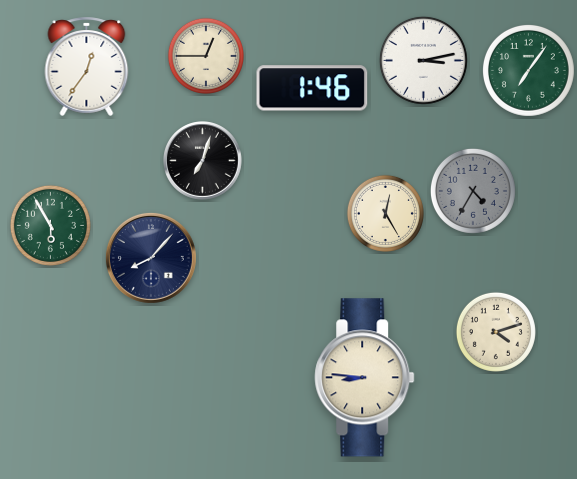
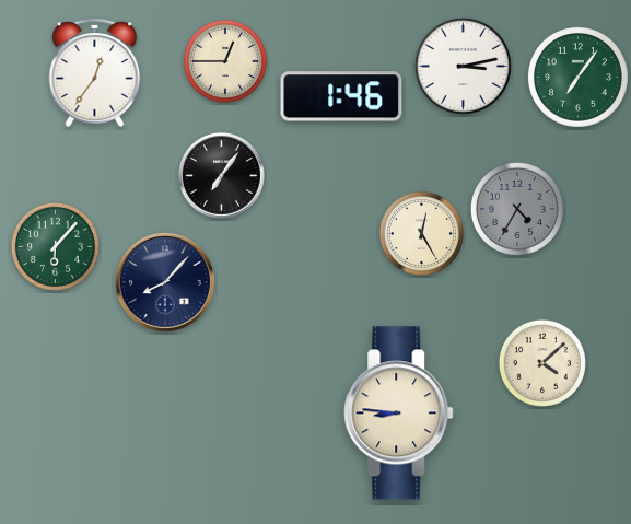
clock at (203, 161): 7:03 -> 7:06
clock at (50, 225): 5:55 -> 6:07
clock at (496, 332): 4:12 -> 4:08
